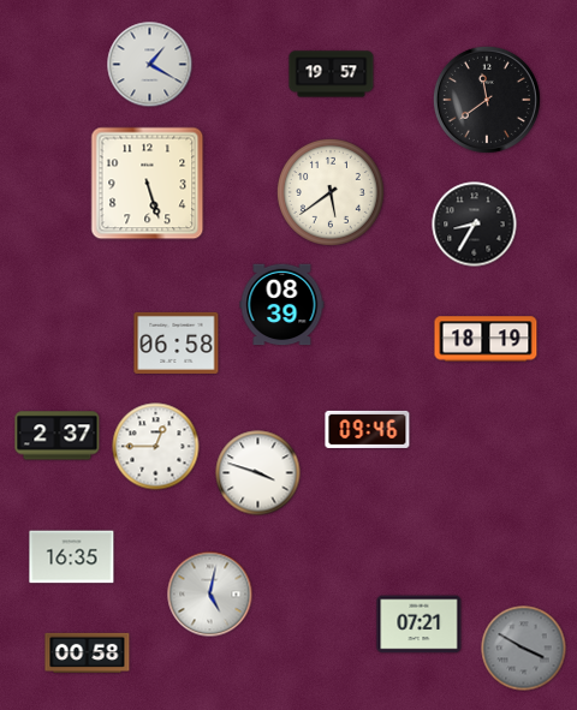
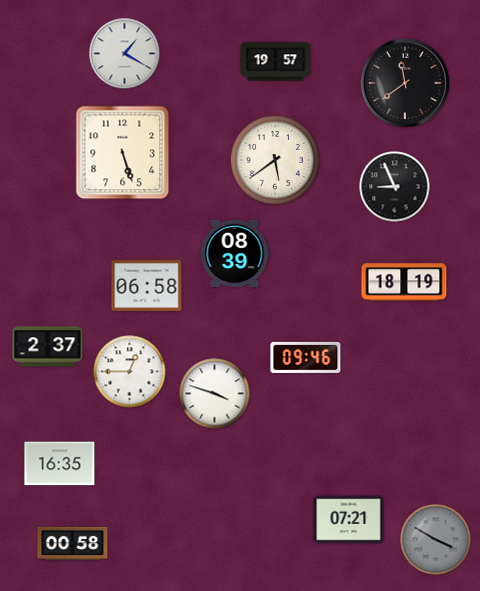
clock at (475, 225): 8:35 -> 8:56
clock at (58, 436) position: (58, 436) -> (48, 347)
clock at (210, 595): 5:02 -> none
